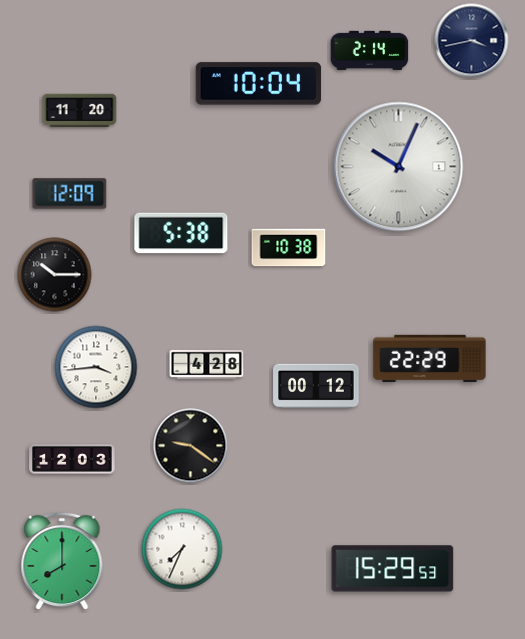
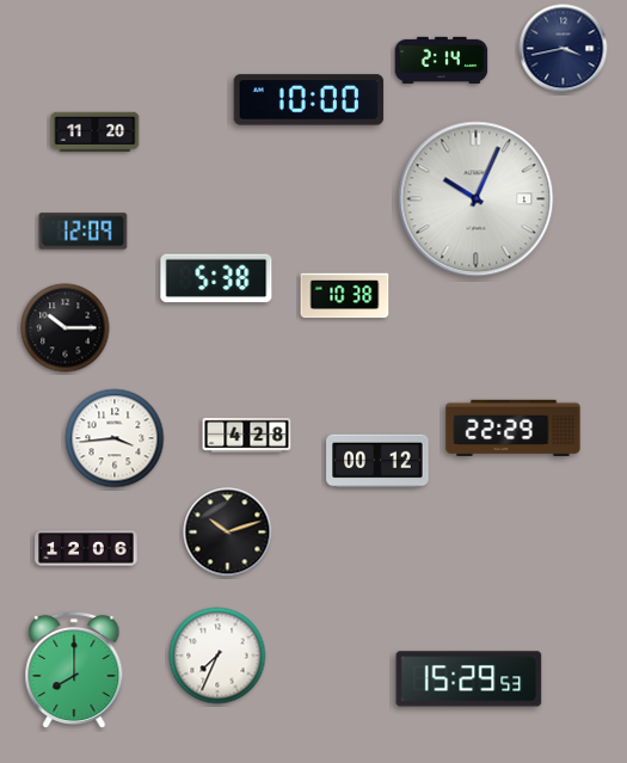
clock at (259, 84): 10:04 -> 10:00
clock at (191, 446): 9:21 -> 10:12
clock at (72, 459): 12:03 -> 12:06
